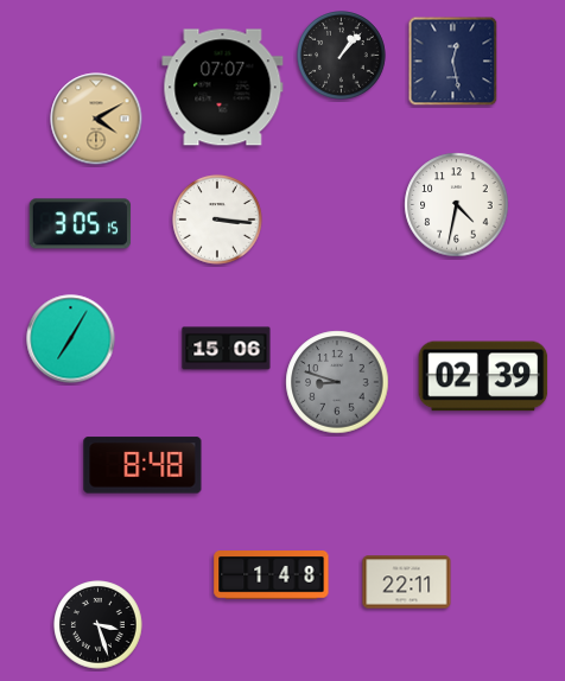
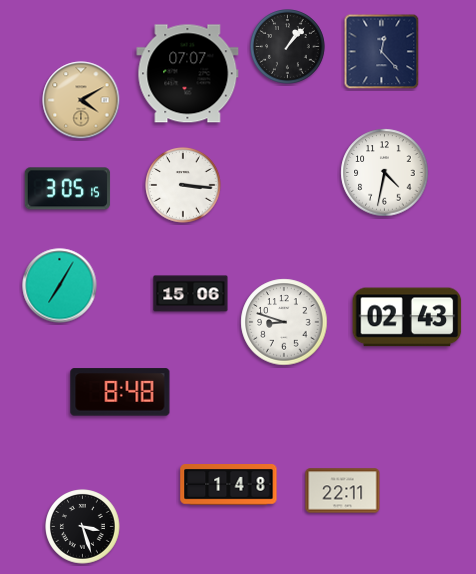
clock at (453, 62): 12:28 -> 12:23
clock at (483, 376): 02:39 -> 02:43
clock at (337, 382) dial: grey -> white
